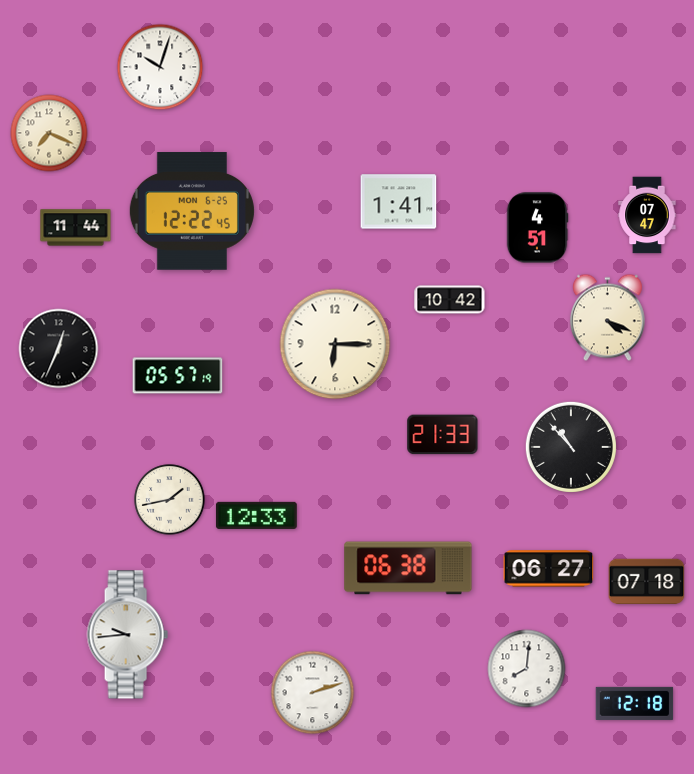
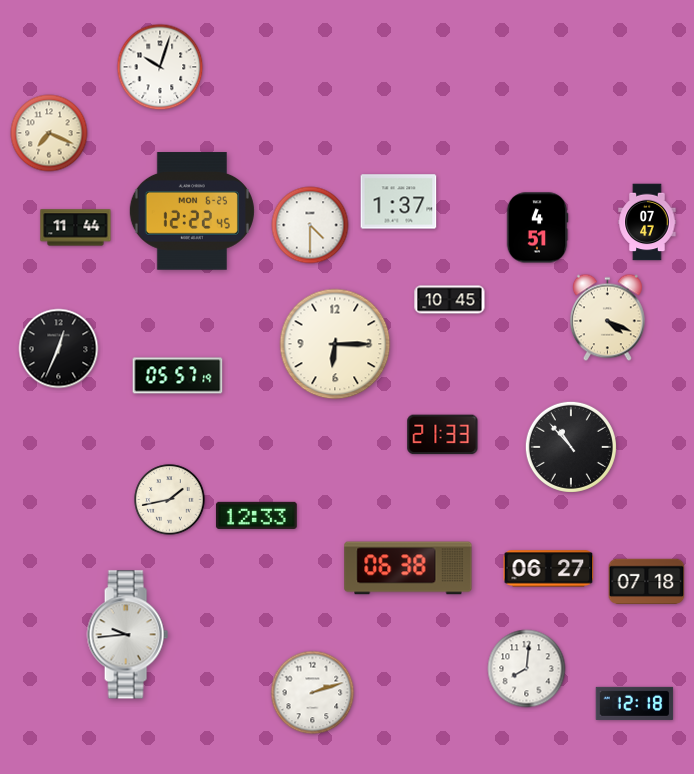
clock at (399, 202): 1:41 -> 1:37
clock at (647, 215) position: (647, 215) -> (647, 222)
clock at (310, 225): none -> 4:30
clock at (450, 300): 10:42 -> 10:45
